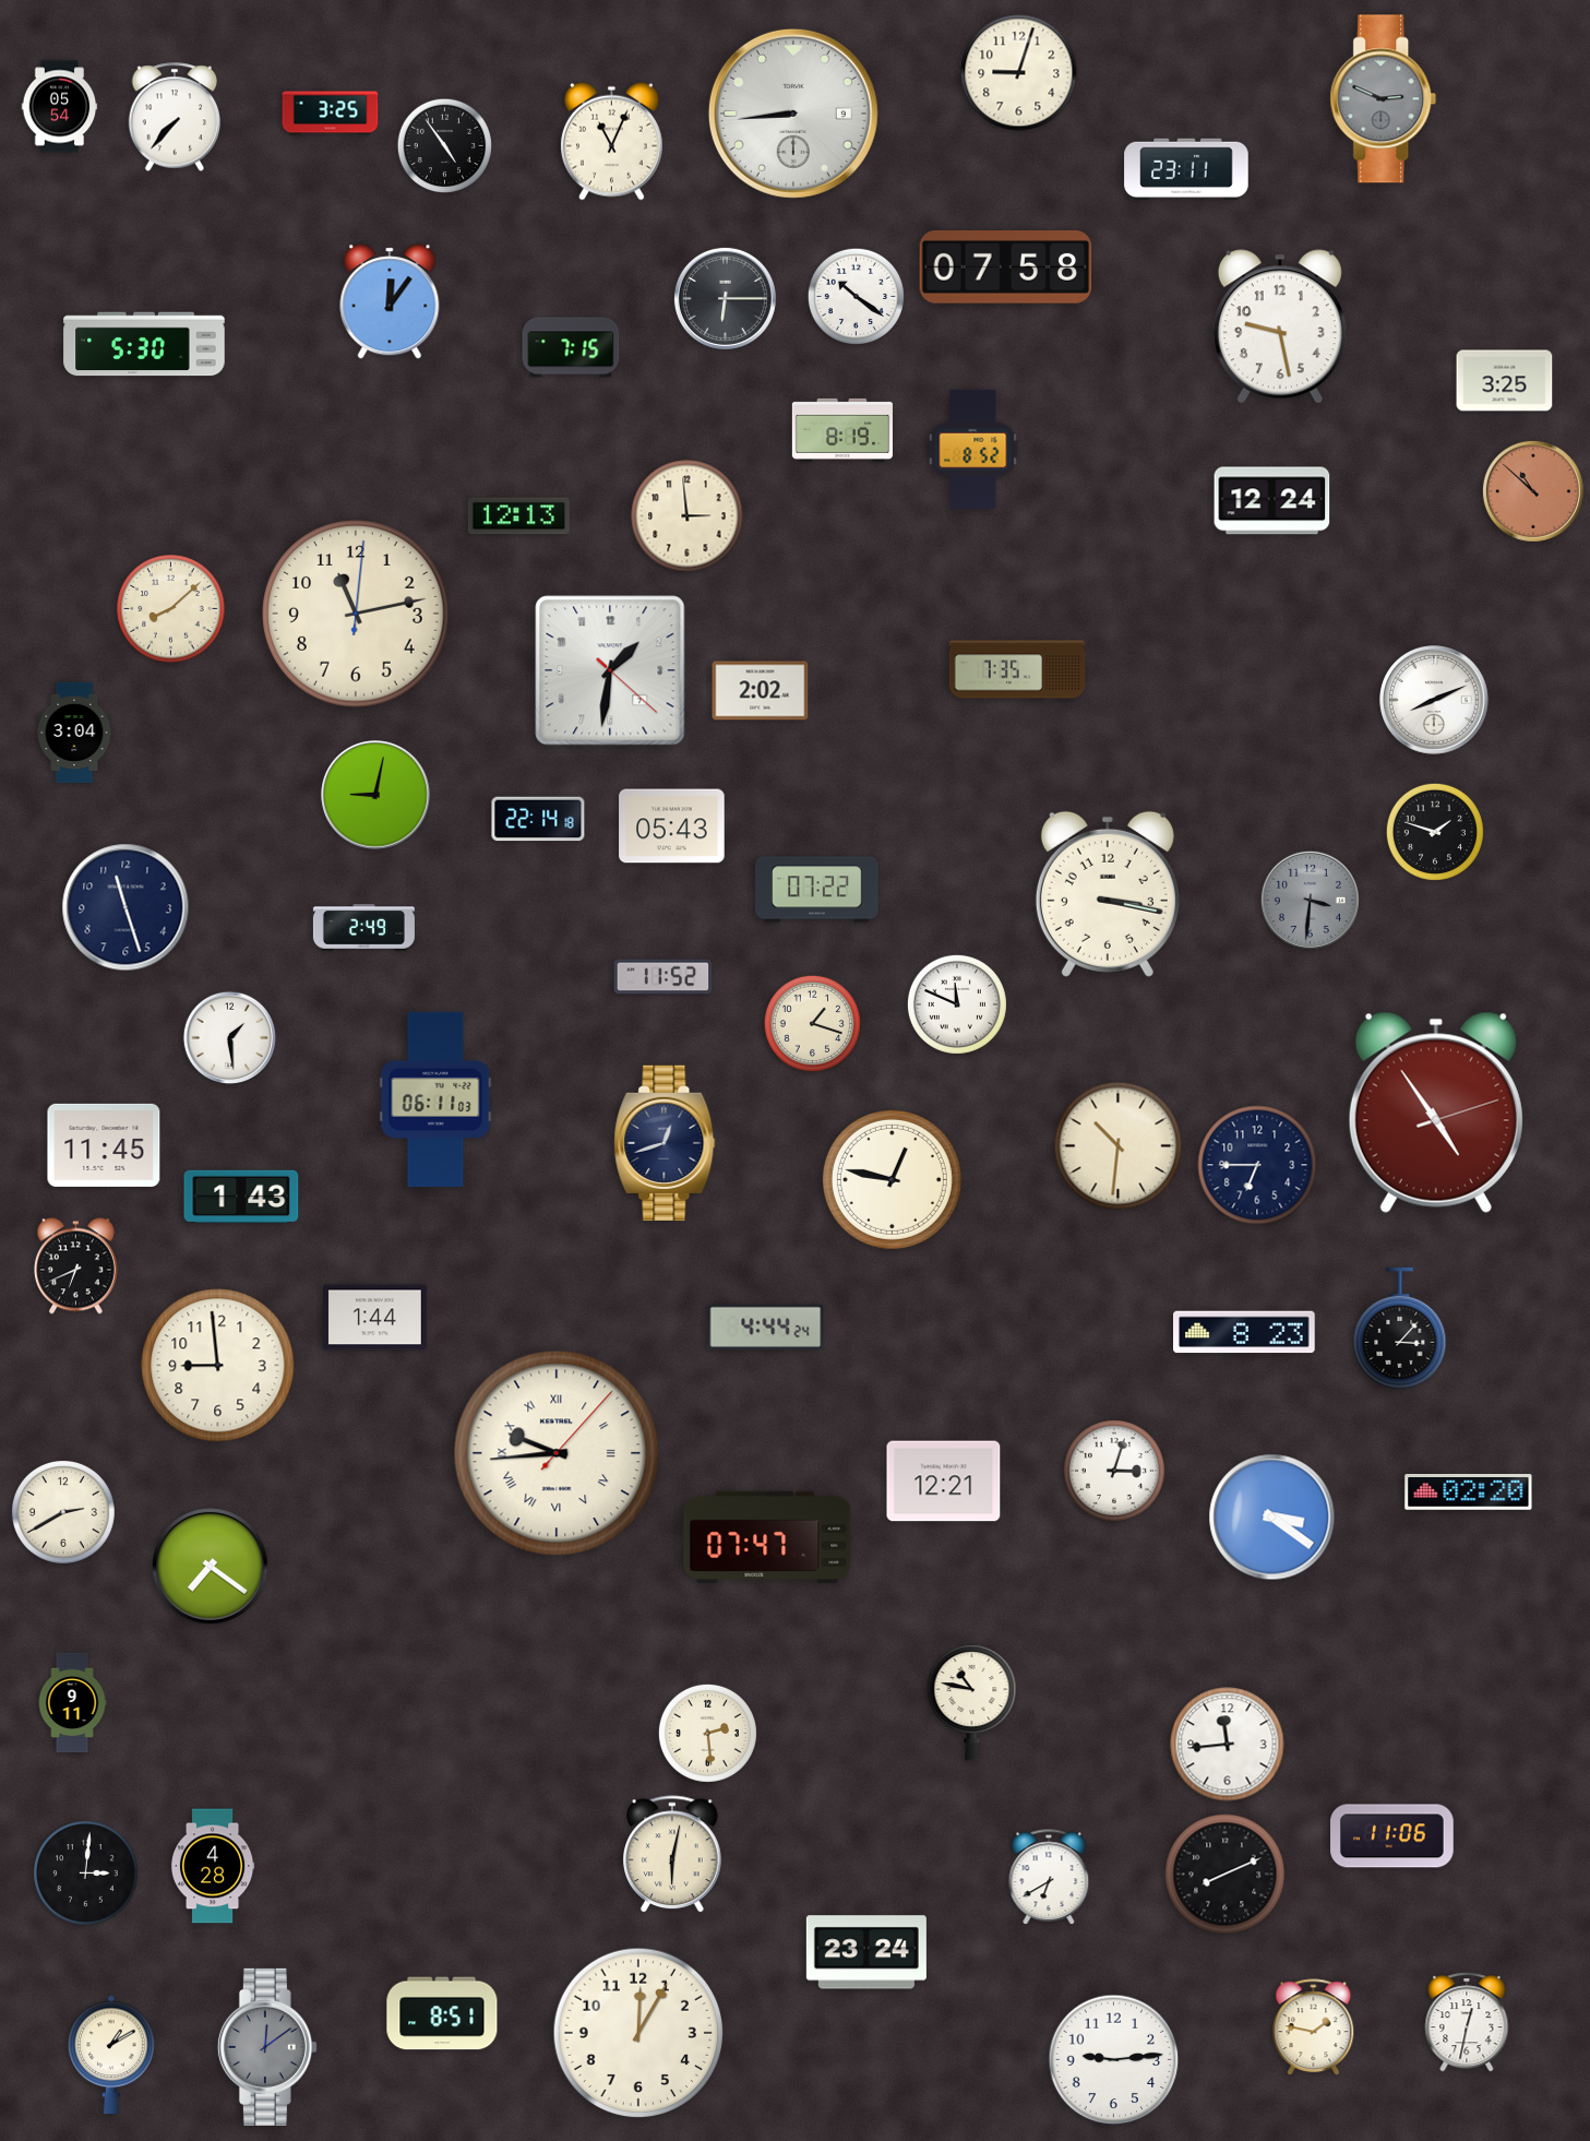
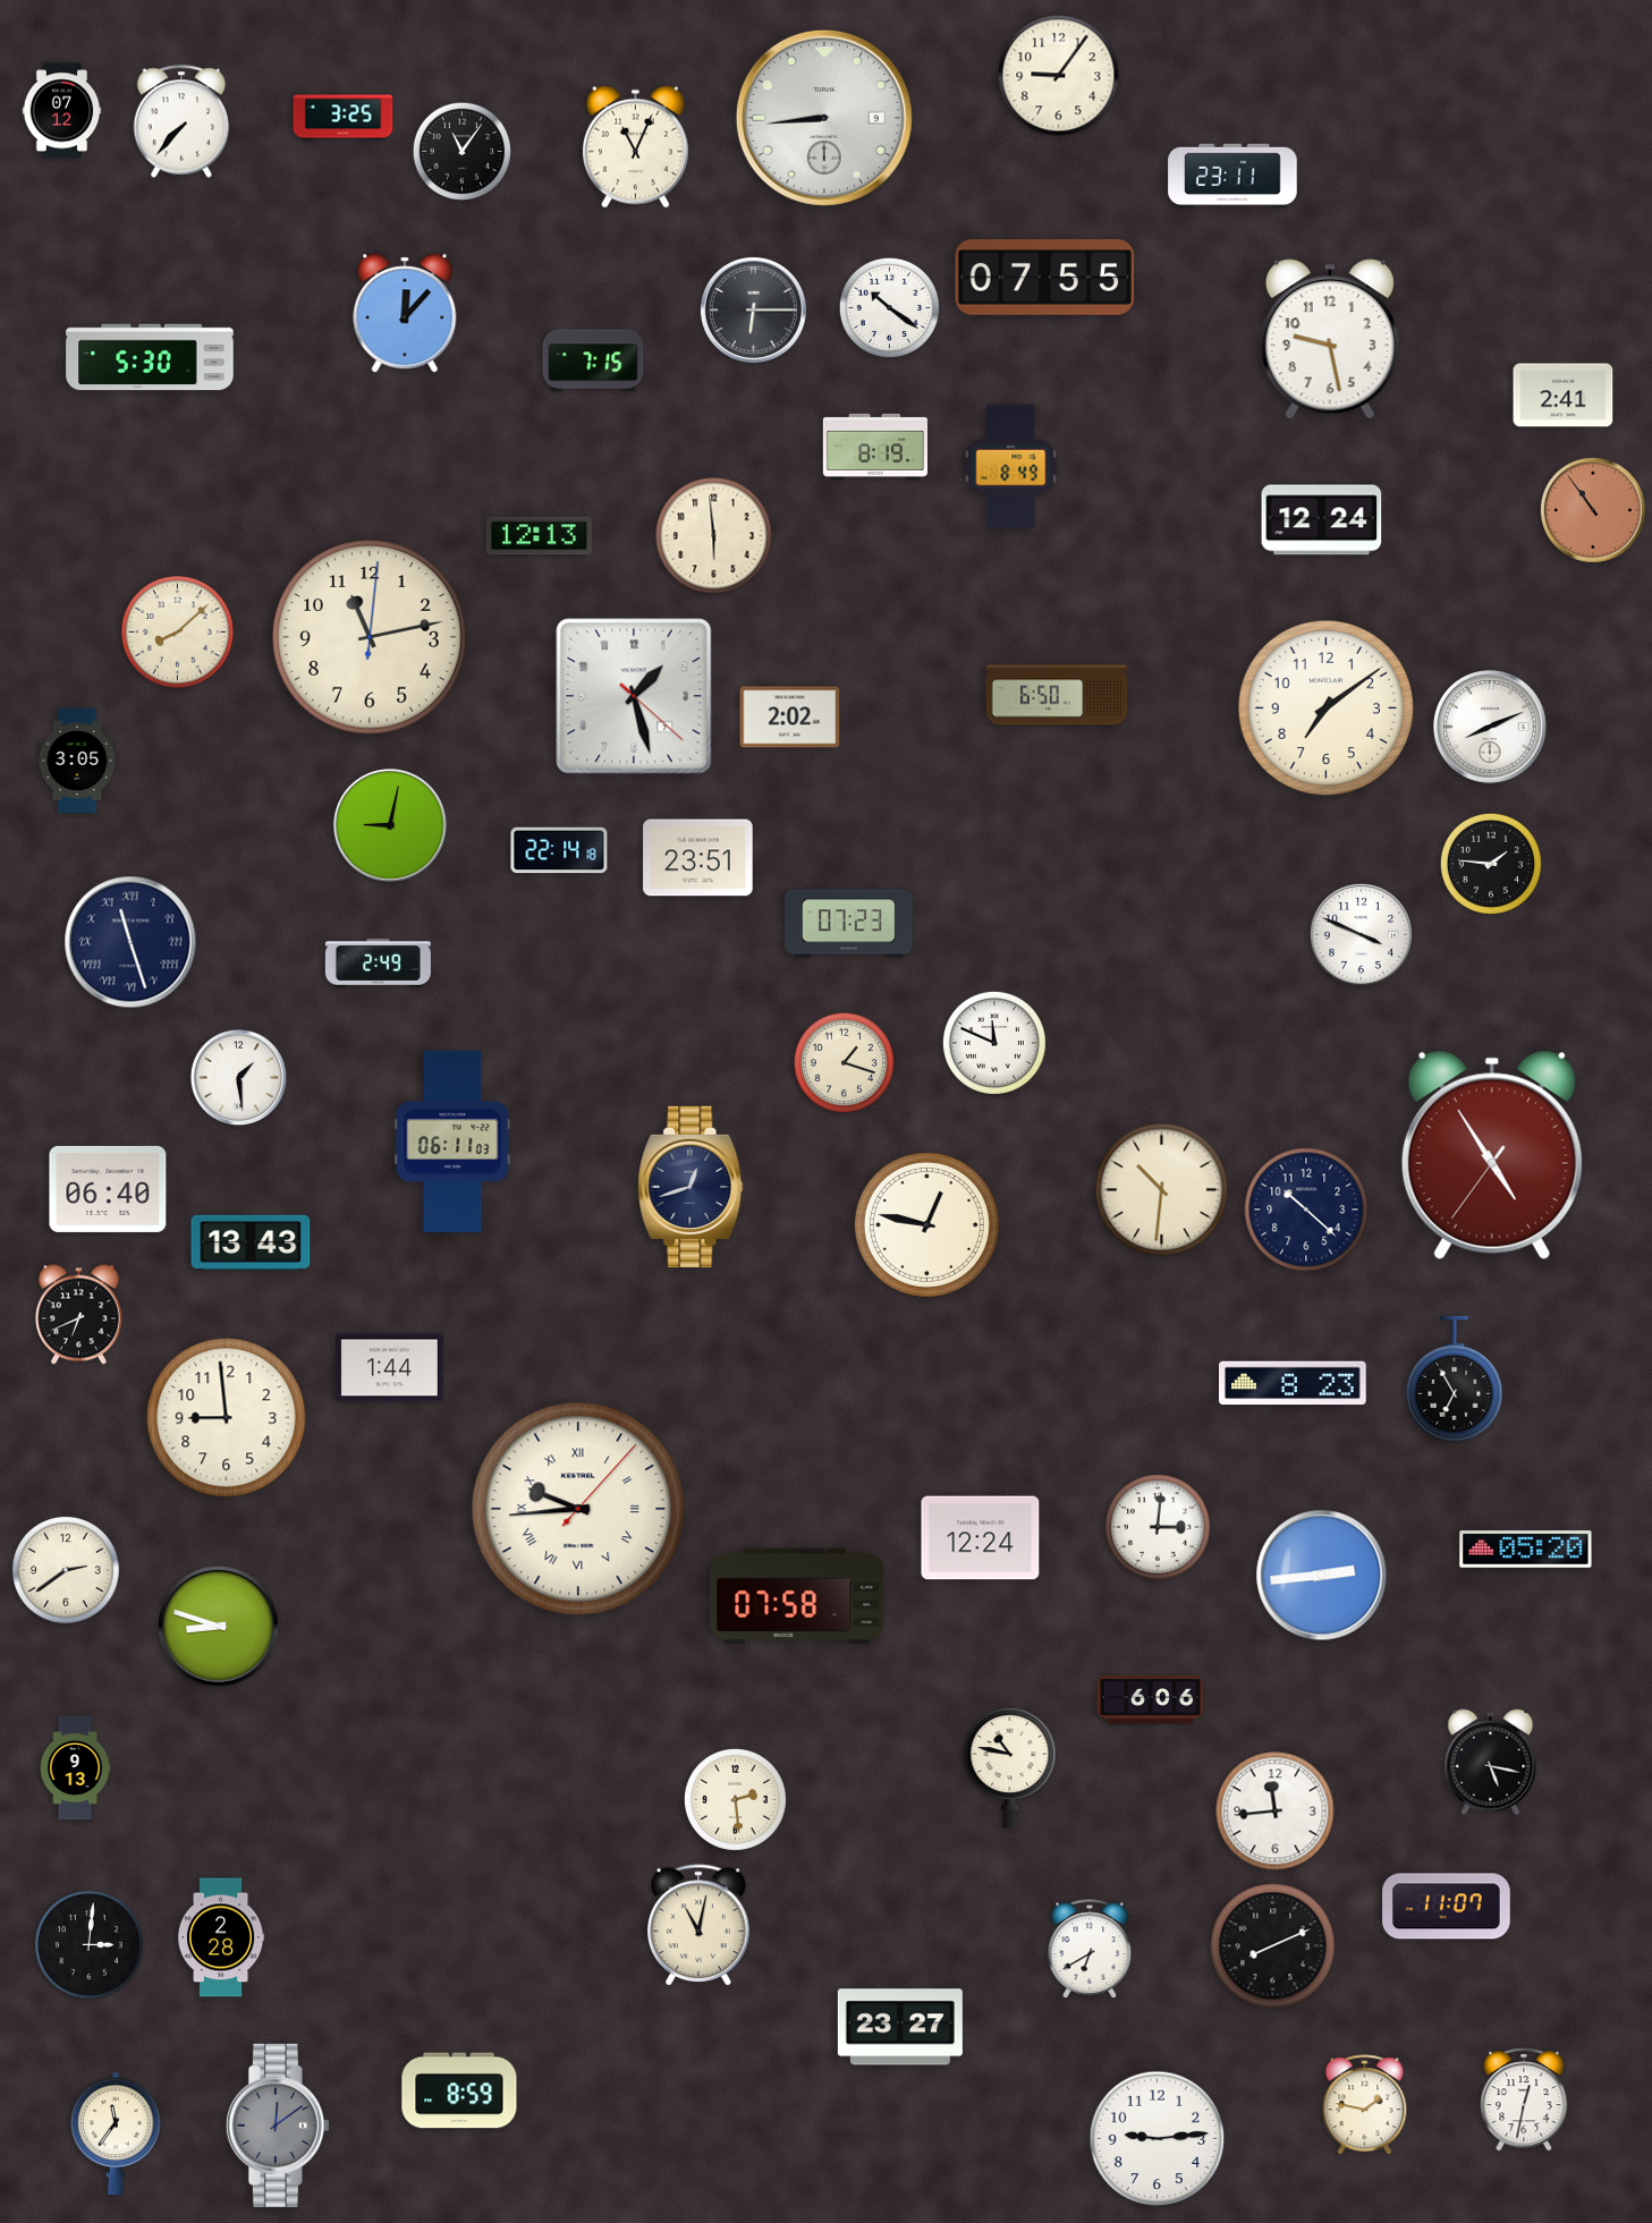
clock at (1019, 73): 9:03 -> 9:06
clock at (1384, 99): 2:49 -> none
clock at (60, 107): 05:54 -> 07:12
clock at (445, 146): 4:54 -> 11:06
clock at (1006, 267): 07:58 -> 07:55
clock at (390, 301): 12:06 -> 12:07
clock at (1505, 381): 3:25 -> 2:41
clock at (973, 449): 8:52 -> 8:49
clock at (1533, 491): 10:52 -> 10:54
clock at (688, 516): 2:59 -> 5:59
clock at (1017, 669): 7:35 -> 6:50
clock at (610, 670): 1:31 -> 1:27
clock at (1327, 709): none -> 7:09
clock at (74, 731): 3:04 -> 3:05
clock at (672, 826): 05:43 -> 23:51
clock at (1435, 832): 1:48 -> 1:46
clock at (817, 890): 07:22 -> 07:23
clock at (1108, 894): 3:17 -> none
clock at (1310, 900): 3:31 -> 3:49
clock at (1310, 900) dial: grey -> white
clock at (125, 907) numerals: Arabic -> Roman
clock at (664, 977): 11:52 -> none
clock at (1436, 1113): 4:54:12 -> 4:54:36
clock at (104, 1145): 11:45 -> 06:40
clock at (1257, 1165): 6:45 -> 10:22
clock at (241, 1197): 1:43 -> 13:43
clock at (766, 1327): 4:44 -> none
clock at (1400, 1329): 3:07 -> 6:55
clock at (1114, 1471): 3:03 -> 3:01
clock at (944, 1482): 12:21 -> 12:24
clock at (1469, 1492): 02:20 -> 05:20
clock at (64, 1513): 2:40 -> 2:39
clock at (1272, 1518): 3:21 -> 2:44
clock at (767, 1536): 07:47 -> 07:58
clock at (211, 1567): 7:21 -> 8:48
clock at (1150, 1700): none -> 6:06
clock at (1491, 1763): none -> 5:17
clock at (72, 1703): 9:11 -> 9:13
clock at (1392, 1836): 11:06 -> 11:07
clock at (673, 1855): 6:02 -> 11:02
clock at (213, 1866): 4:28 -> 2:28
clock at (866, 1952): 23:24 -> 23:27
clock at (442, 2013): 8:51 -> 8:59
clock at (638, 2033): 12:05 -> none
clock at (111, 2055): 1:10 -> 11:36
